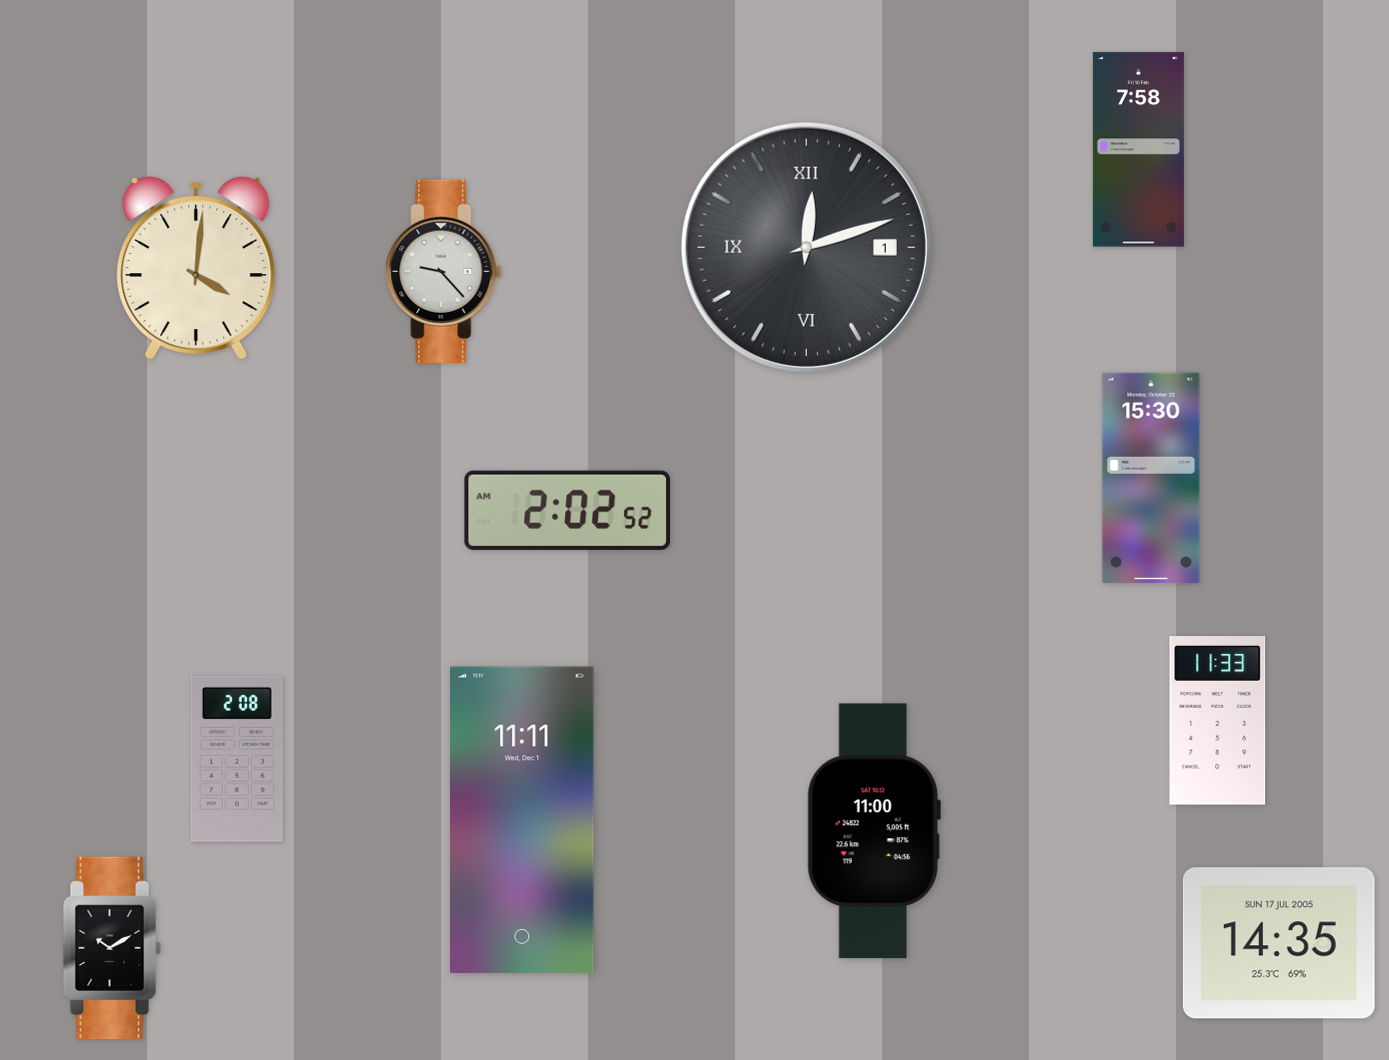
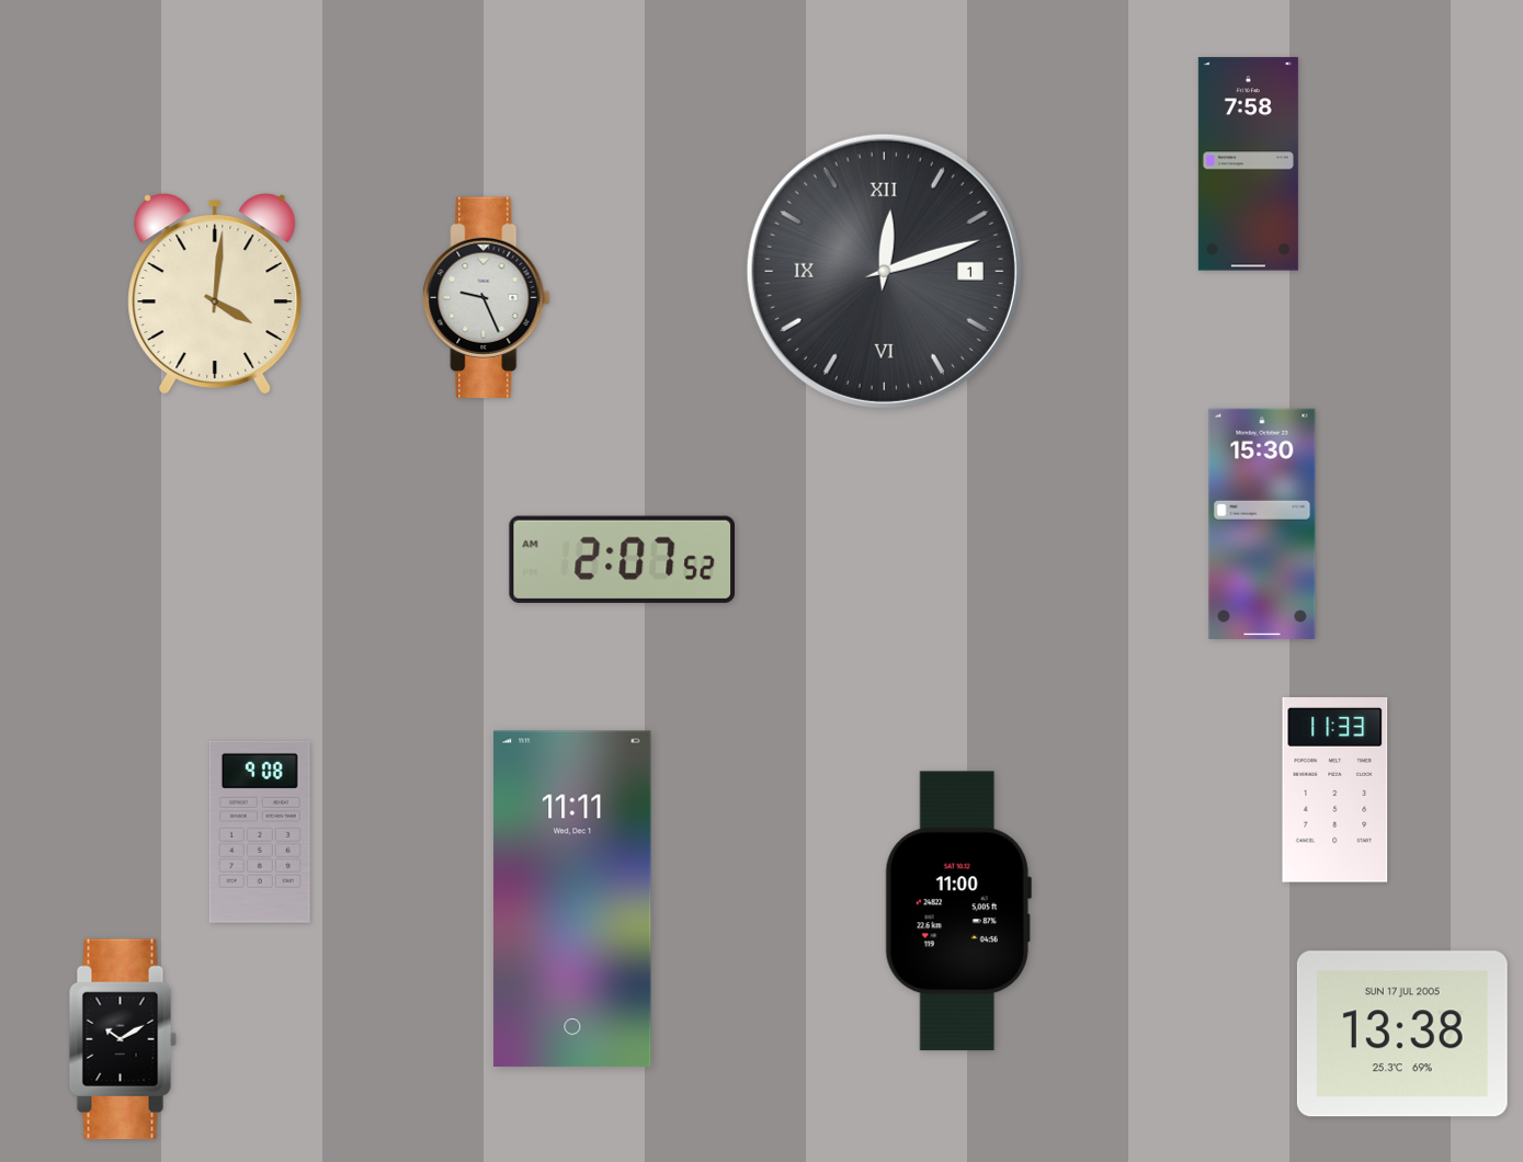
clock at (444, 272): 9:23 -> 9:26
clock at (568, 510): 2:02 -> 2:07
clock at (237, 759): 2:08 -> 9:08
clock at (1279, 943): 14:35 -> 13:38
